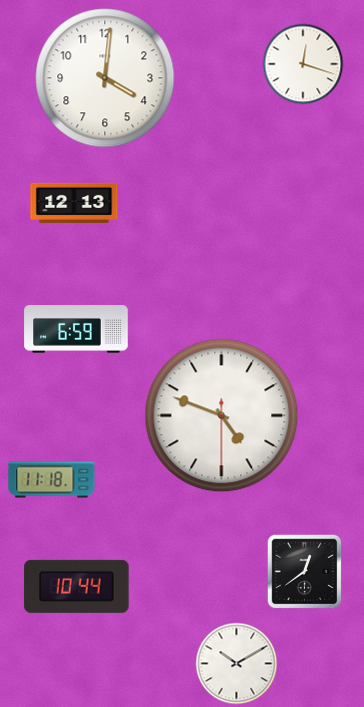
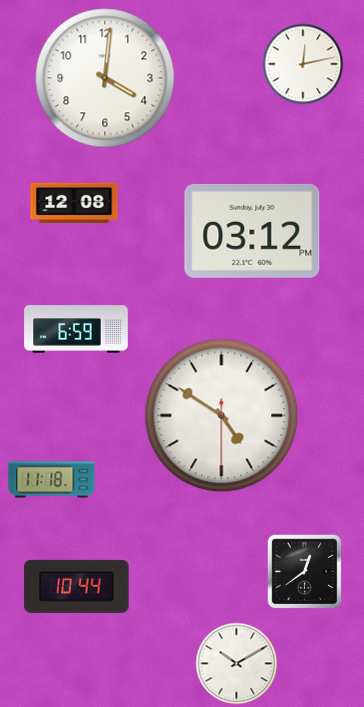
clock at (303, 64): 12:18 -> 12:13
clock at (74, 203): 12:13 -> 12:08
clock at (252, 231): none -> 03:12
clock at (222, 416): 4:48 -> 4:50
